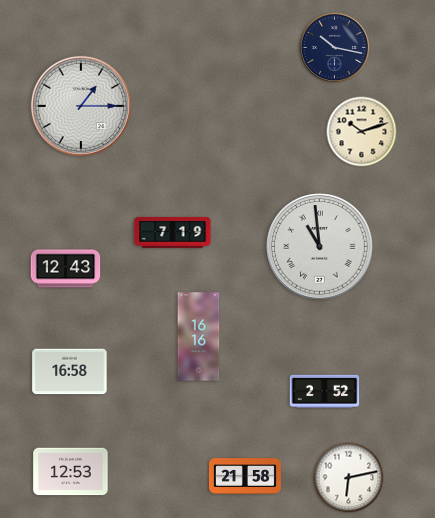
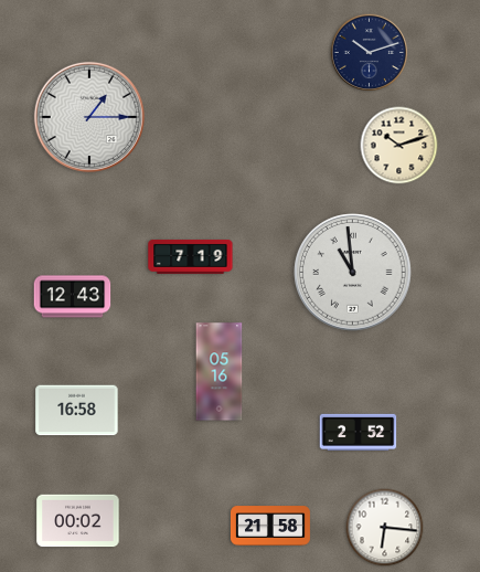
clock at (335, 48): 10:17 -> 10:12
clock at (199, 337): 16:16 -> 05:16
clock at (71, 472): 12:53 -> 00:02
clock at (349, 478): 6:13 -> 6:16
